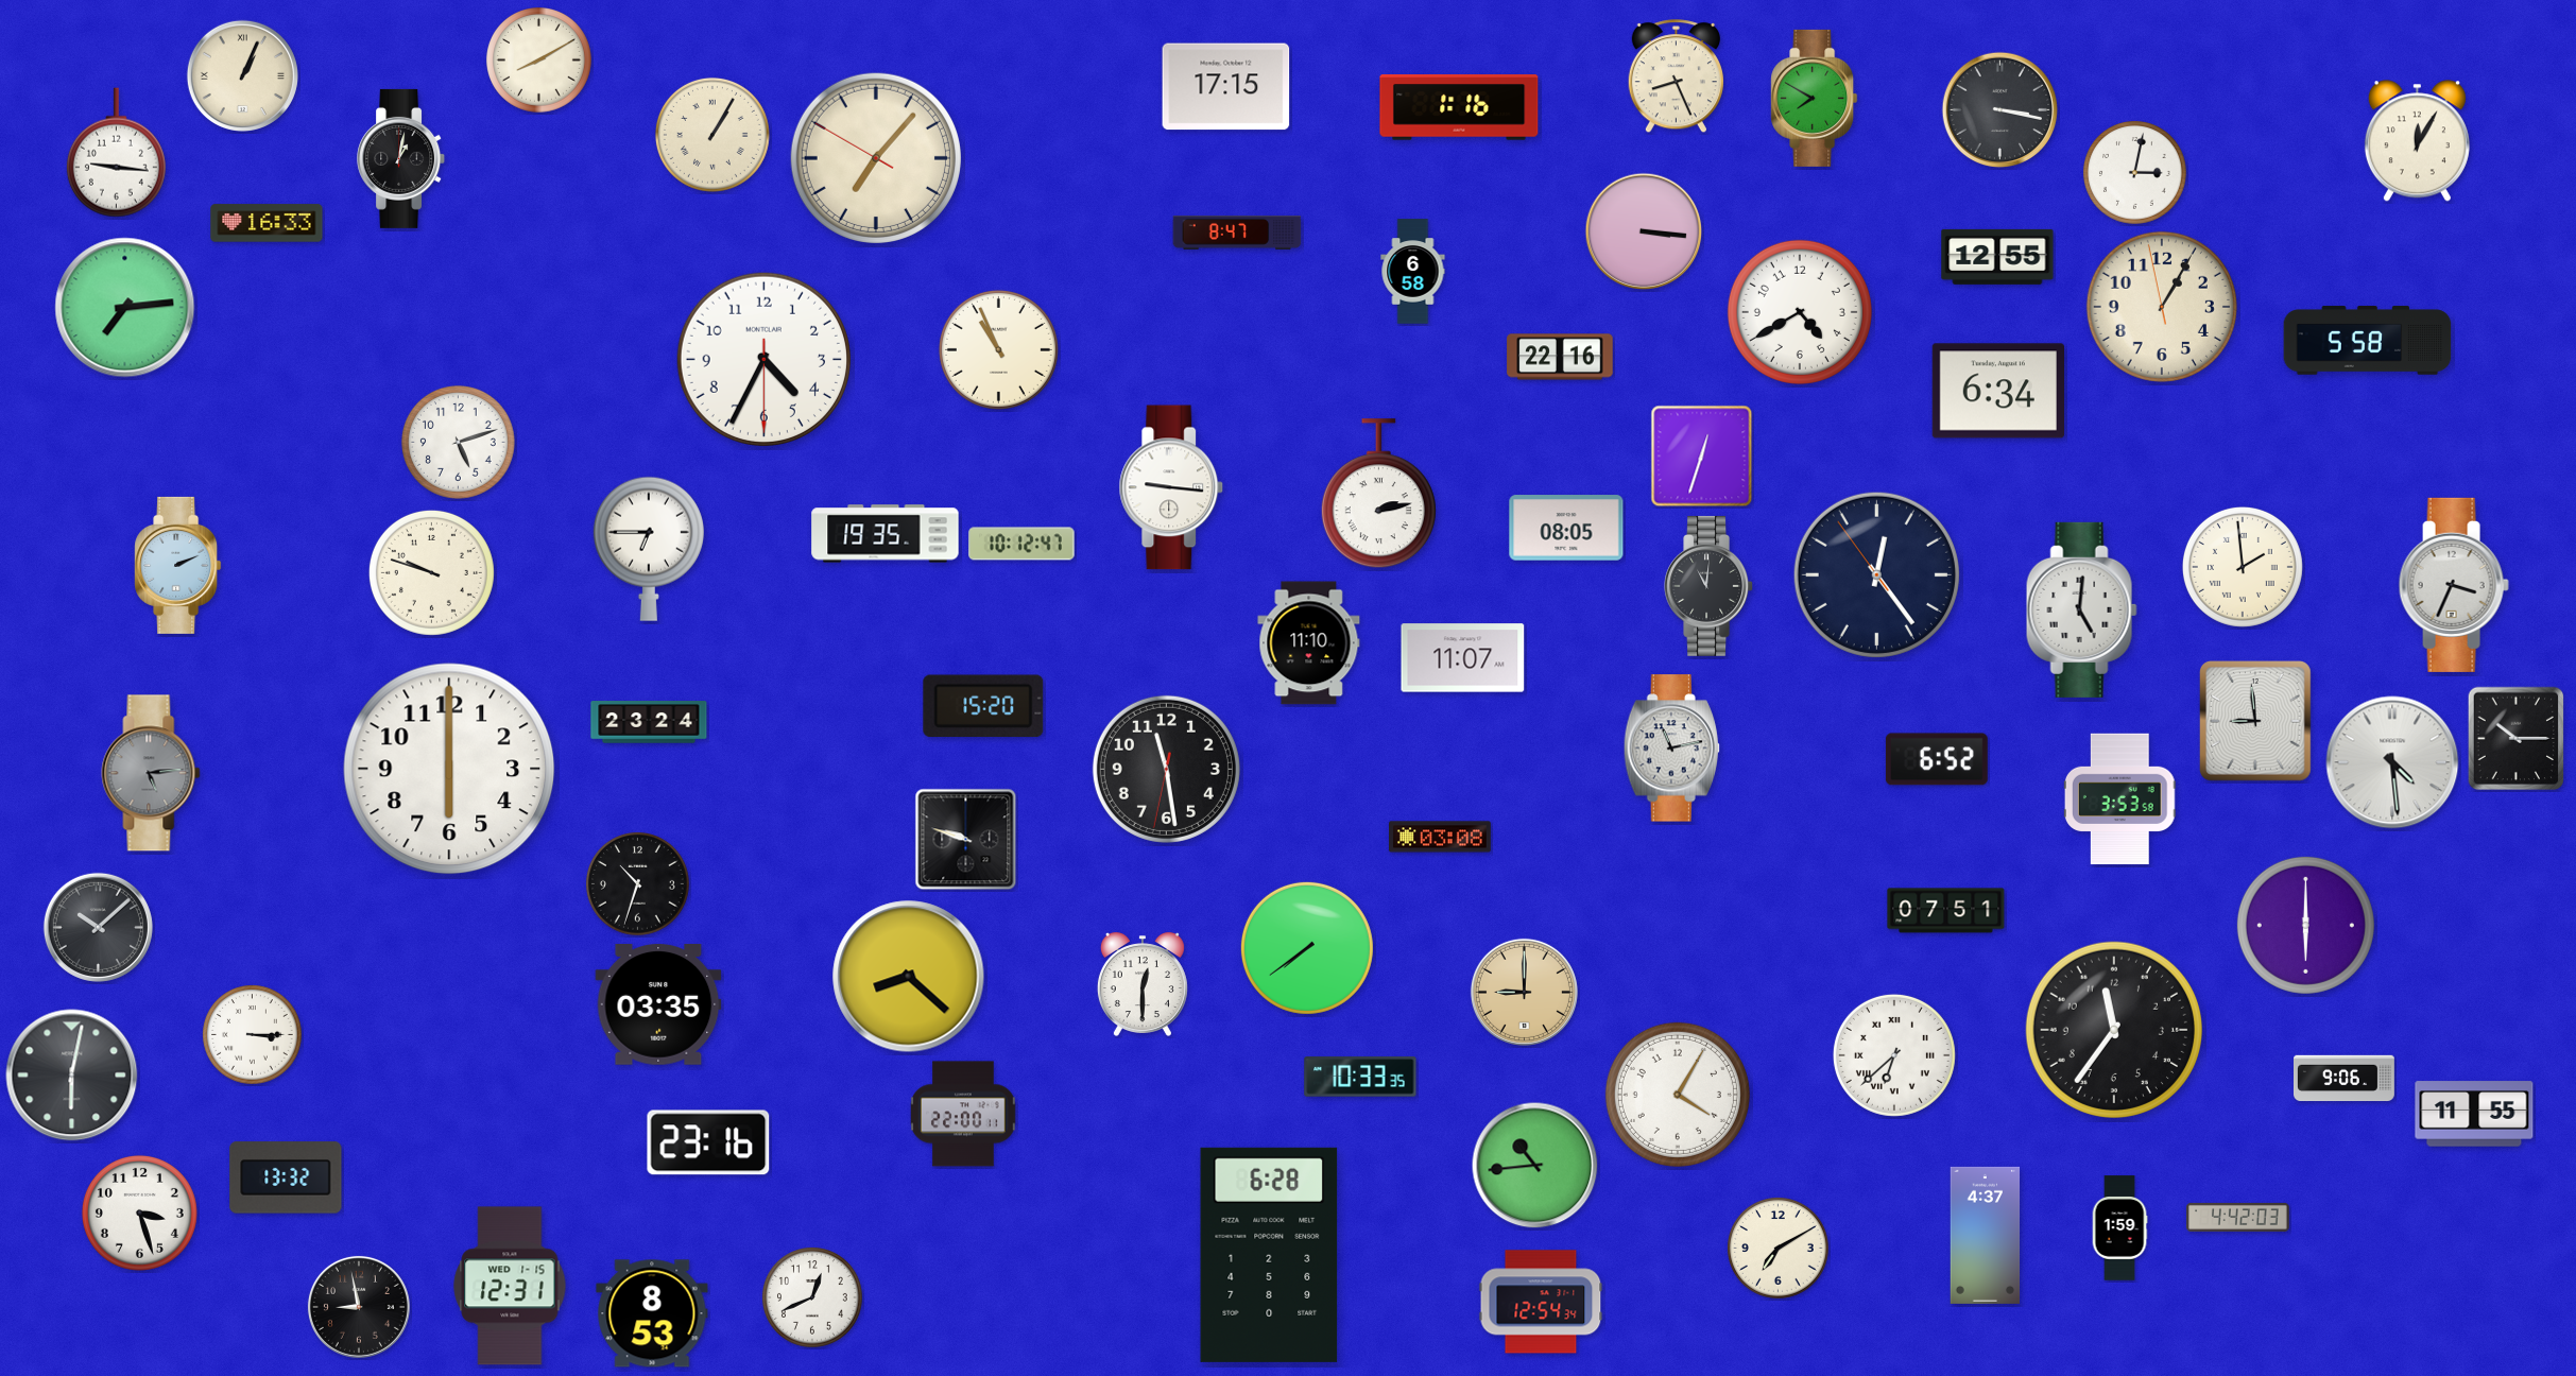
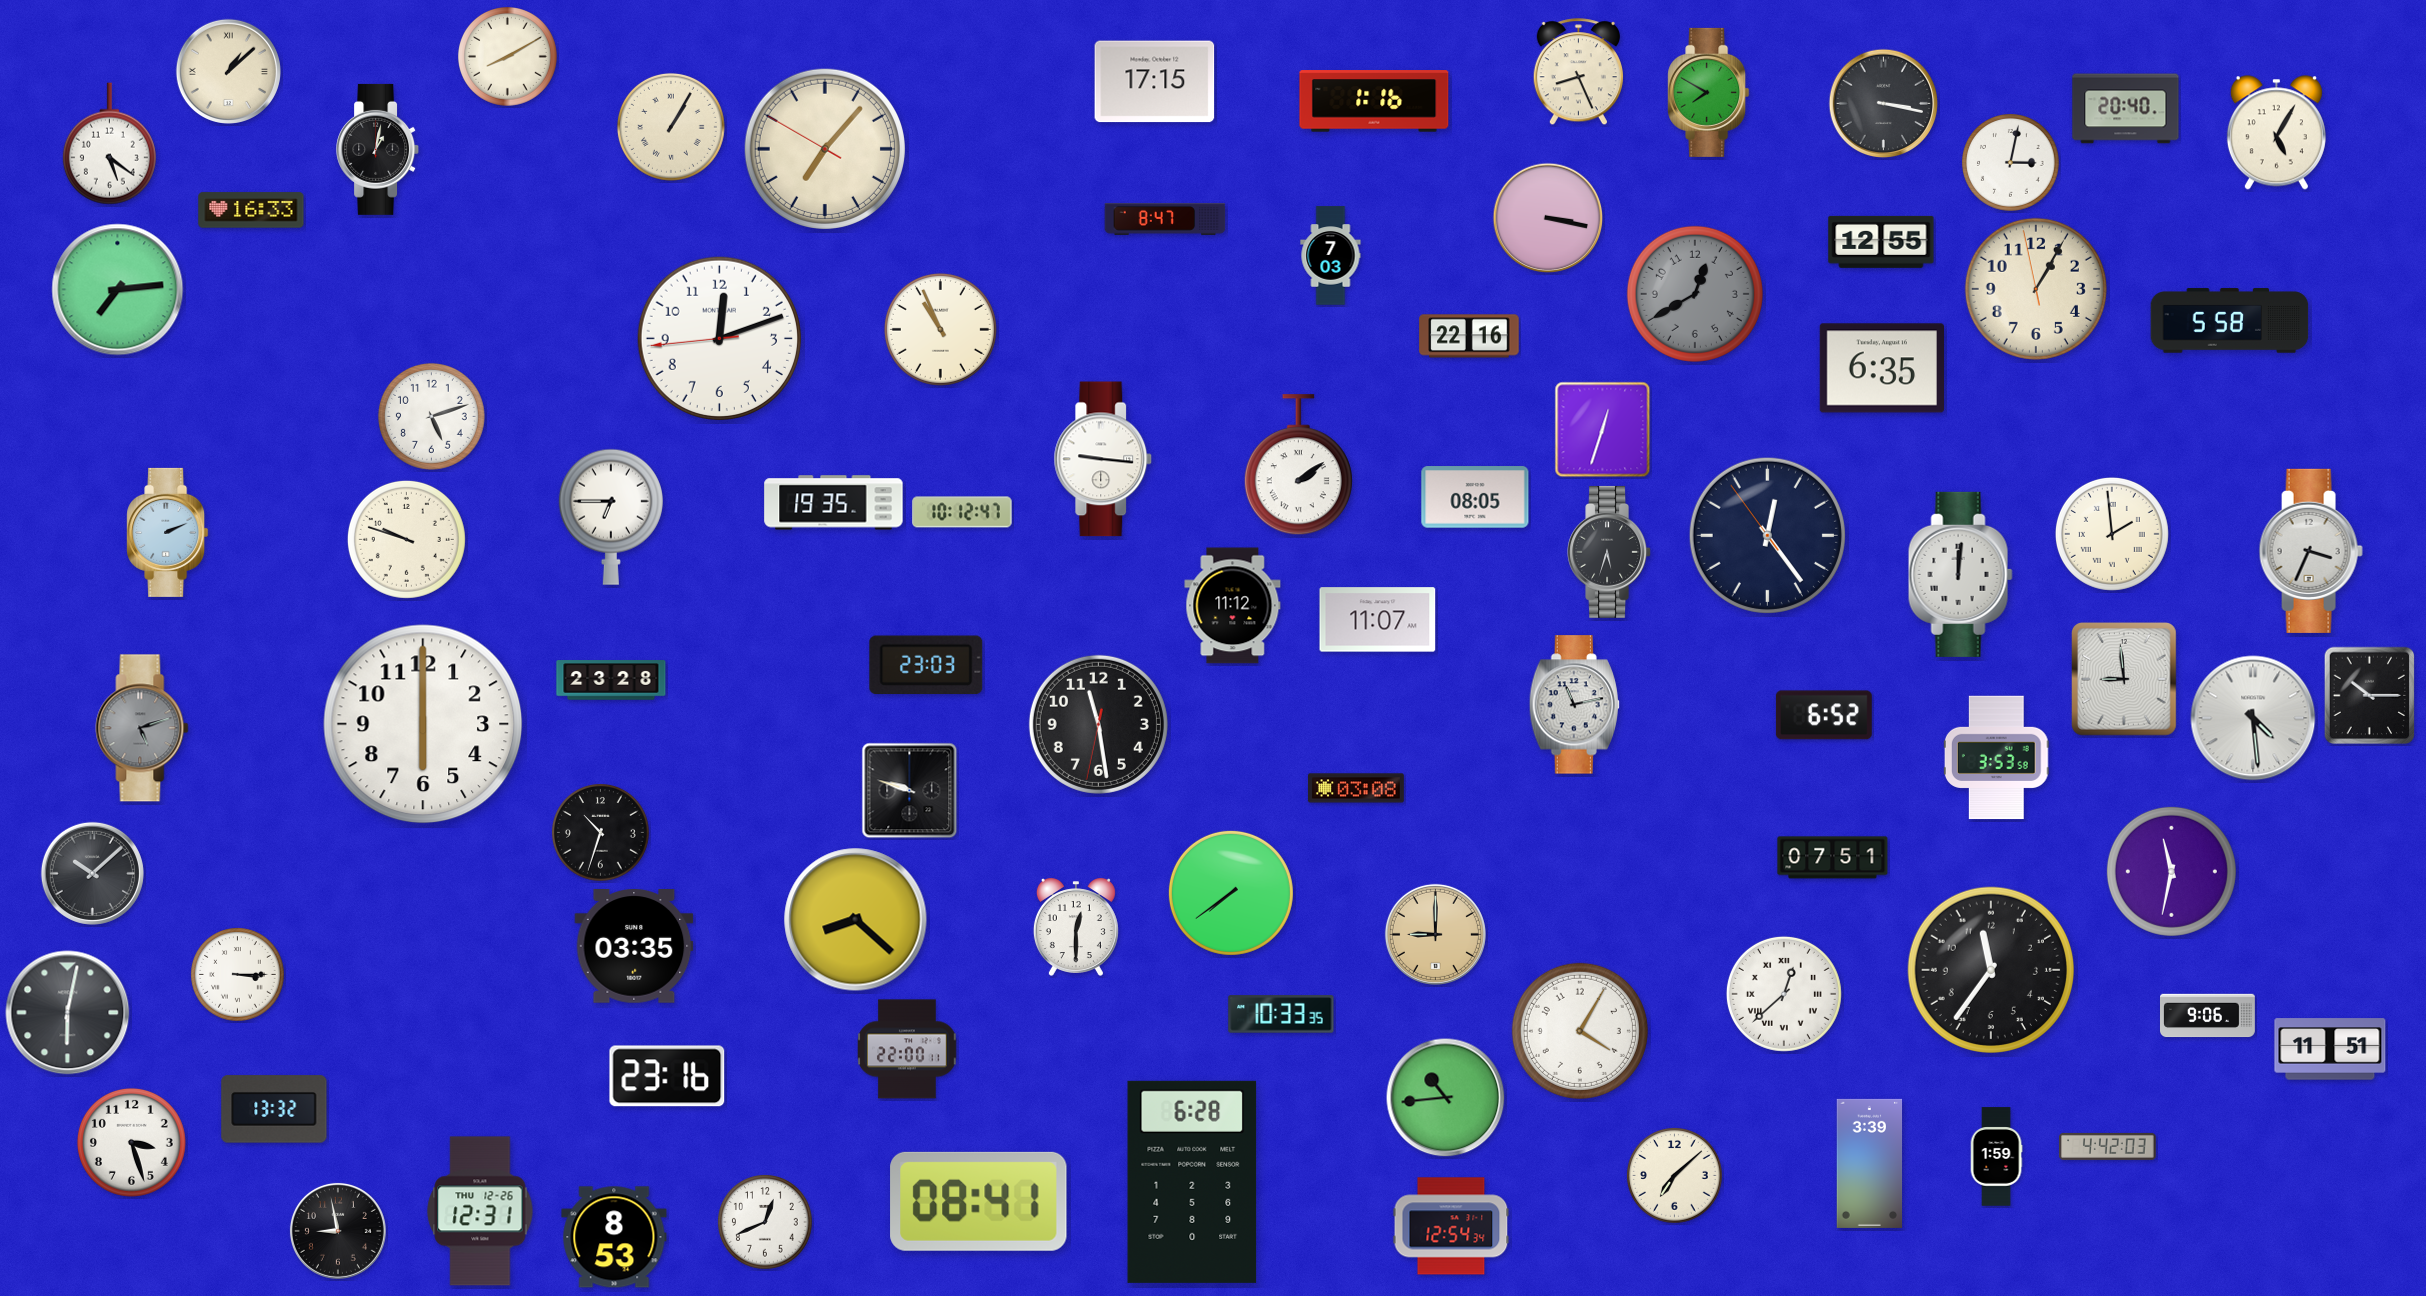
clock at (242, 75): 1:04 -> 1:08
clock at (2126, 109): none -> 20:40
clock at (2417, 141): 12:05 -> 5:05
clock at (116, 153): 9:16 -> 5:21
clock at (1644, 231): 3:16 -> 3:17
clock at (1413, 272): 6:58 -> 7:03
clock at (1800, 312): 4:40 -> 12:40
clock at (1800, 312) dial: white -> grey
clock at (763, 359): 4:34 -> 12:11
clock at (1997, 391): 6:34 -> 6:35
clock at (1378, 494): 2:13 -> 2:09
clock at (1876, 574) position: (1876, 574) -> (1767, 535)
clock at (1710, 586): 11:01 -> 5:33
clock at (2081, 609): 5:01 -> 12:01
clock at (1309, 643): 11:10 -> 11:12
clock at (983, 706): 15:20 -> 23:03
clock at (649, 722): 23:24 -> 23:28
clock at (151, 773): 5:14 -> 5:12
clock at (2119, 799) position: (2119, 799) -> (1996, 758)
clock at (2305, 925): 6:00 -> 11:32
clock at (658, 1004) position: (658, 1004) -> (634, 946)
clock at (1894, 1055): 6:38 -> 12:38
clock at (2474, 1114): 11:55 -> 11:51
clock at (286, 1177) position: (286, 1177) -> (274, 1109)
clock at (1986, 1235): 4:37 -> 3:39
clock at (1779, 1249): 7:10 -> 7:08
clock at (1269, 1255) position: (1269, 1255) -> (1192, 1182)
clock at (979, 1201): none -> 08:41
clock at (510, 1286) date: WED 1-15 -> THU 12-26
